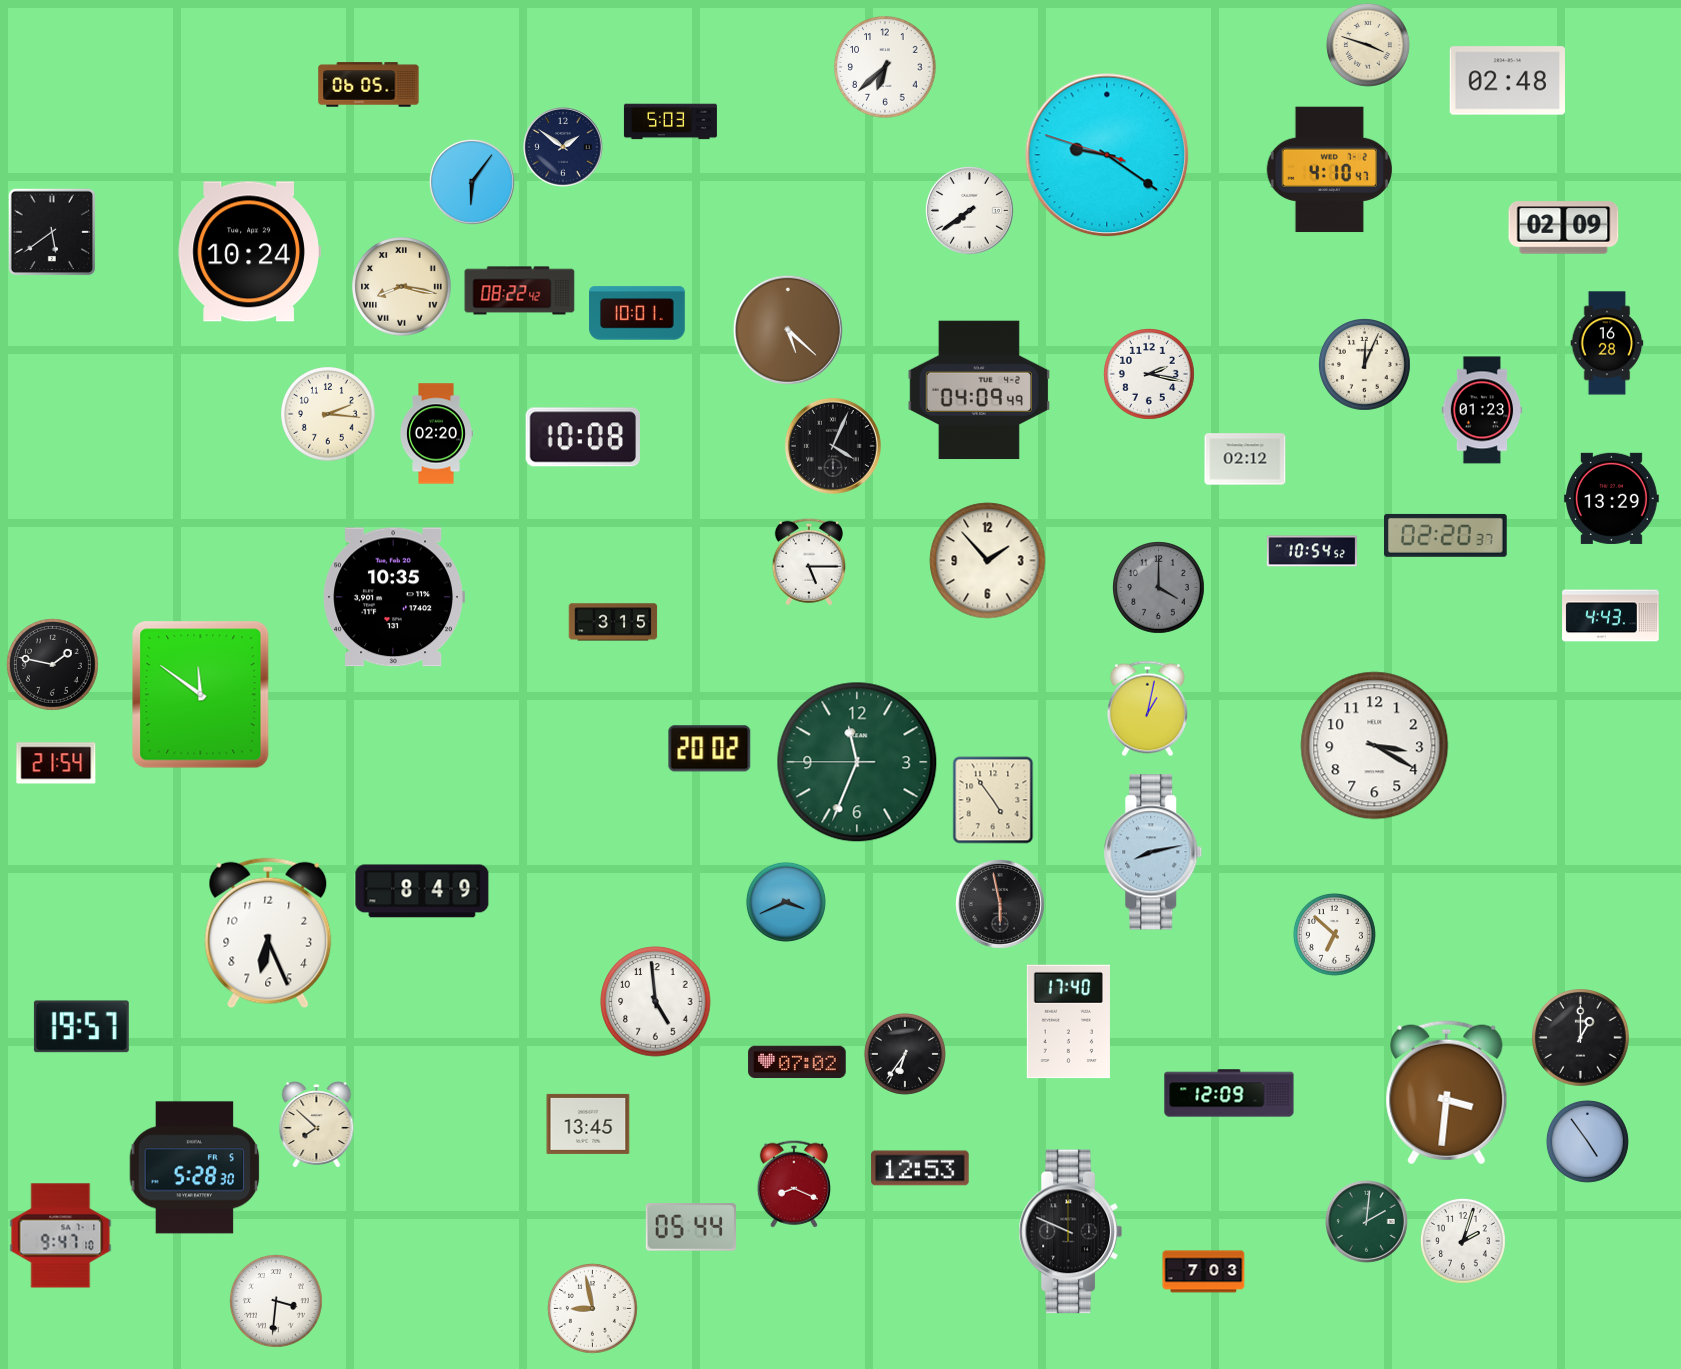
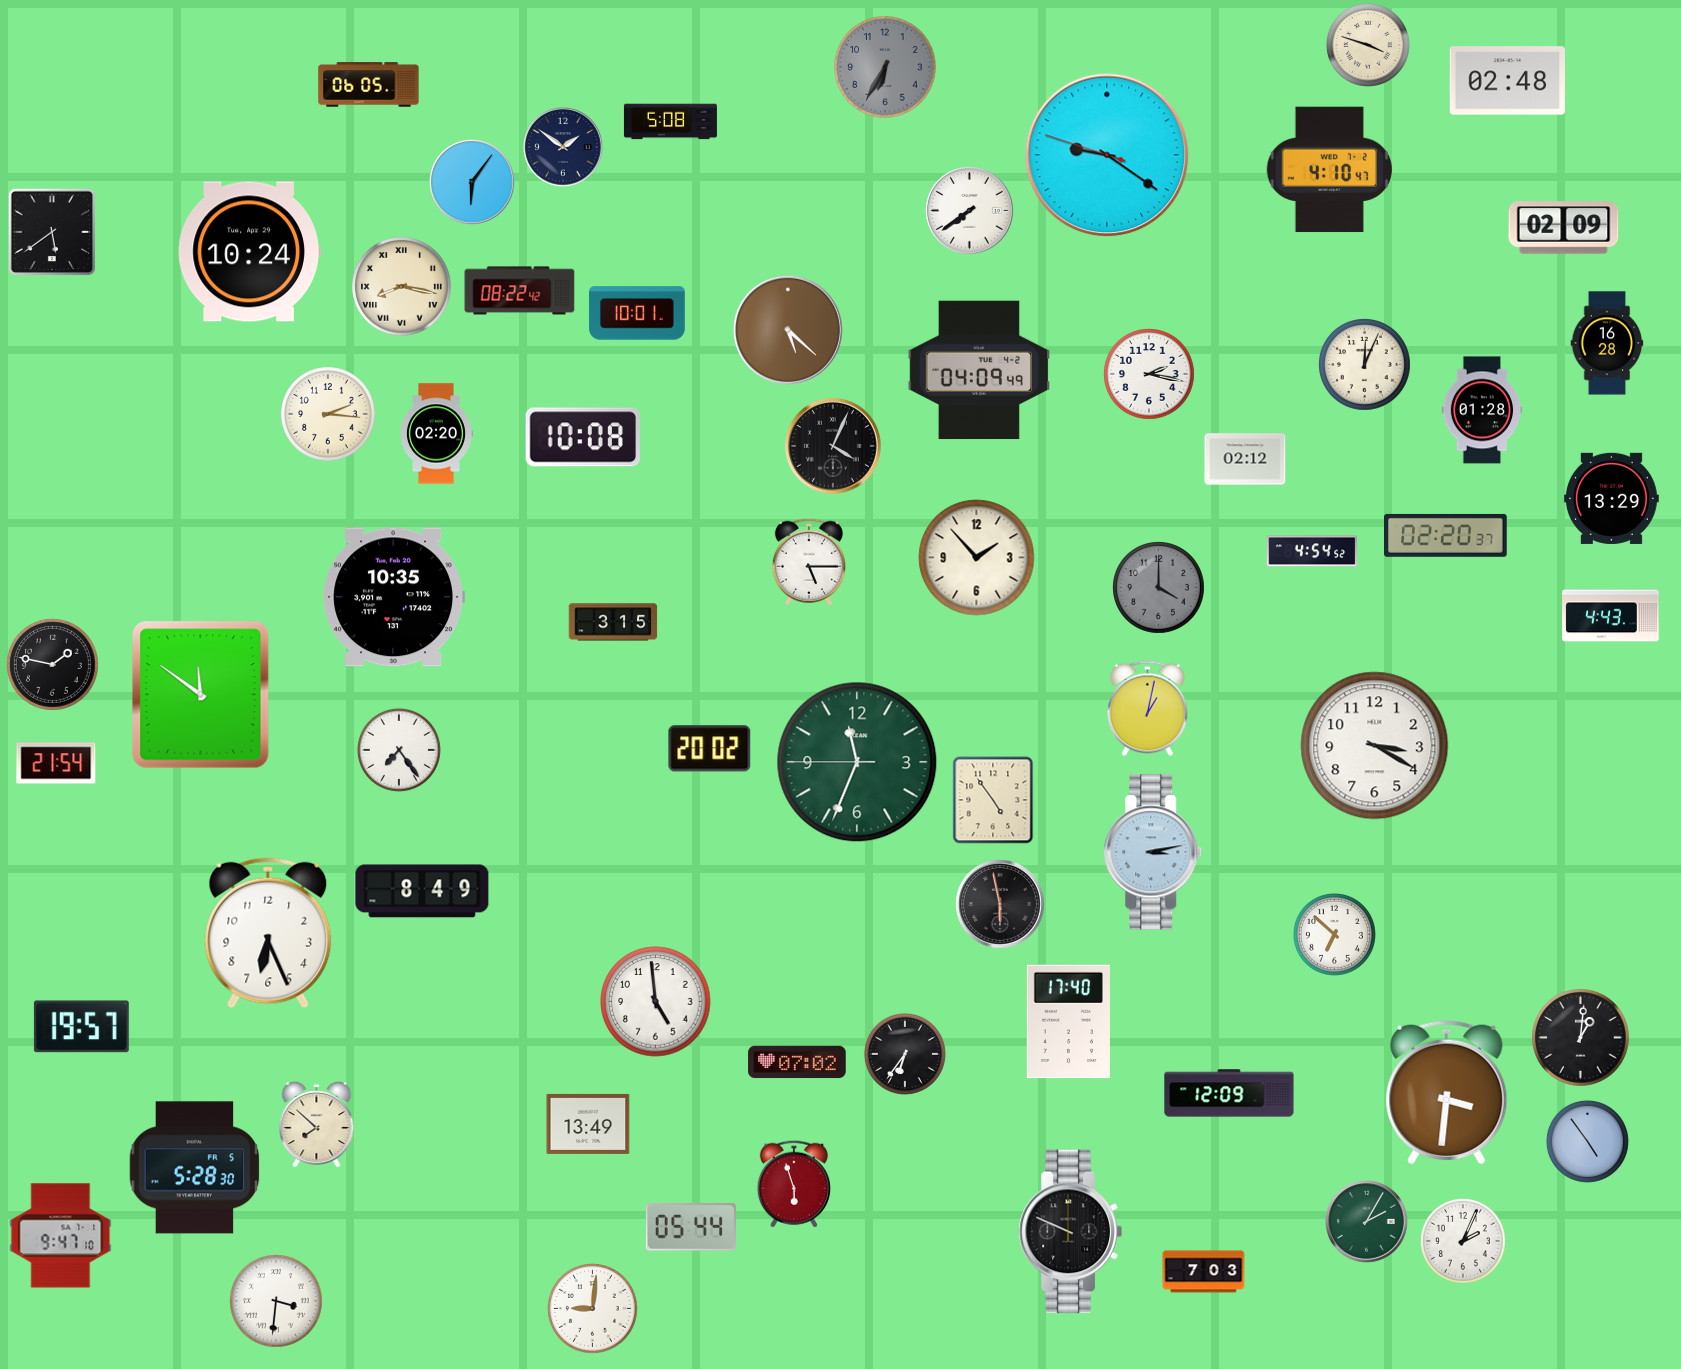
clock at (885, 67): 6:38 -> 6:35
clock at (885, 67) dial: white -> grey
clock at (670, 122): 5:03 -> 5:08
clock at (978, 390) position: (978, 390) -> (978, 370)
clock at (1482, 410): 01:23 -> 01:28
clock at (1312, 551): 10:54 -> 4:54
clock at (988, 561) position: (988, 561) -> (977, 558)
clock at (399, 750): none -> 7:24
clock at (1153, 852): 8:13 -> 3:13
clock at (786, 902): 3:41 -> none
clock at (1581, 1038): 1:00 -> 1:01
clock at (588, 1124): 13:45 -> 13:49
clock at (920, 1168): 12:53 -> none
clock at (794, 1184): 8:19 -> 5:57
clock at (1367, 1222): 2:01 -> 2:05
clock at (1463, 1241): 2:03 -> 2:04
clock at (593, 1309): 8:58 -> 9:01
